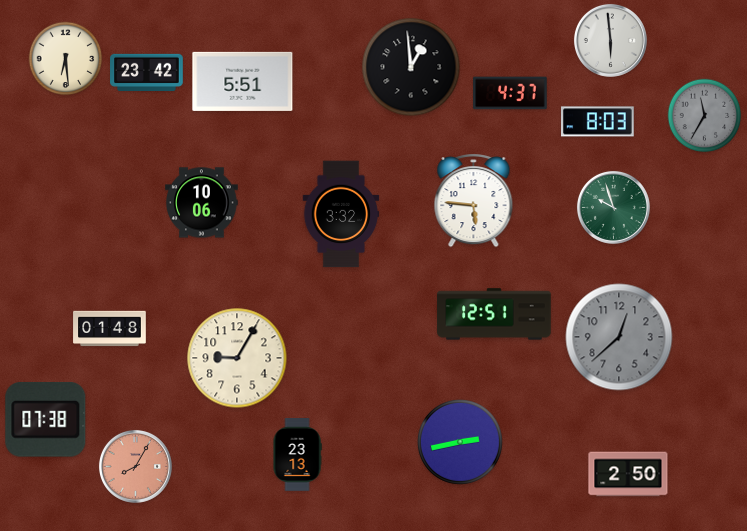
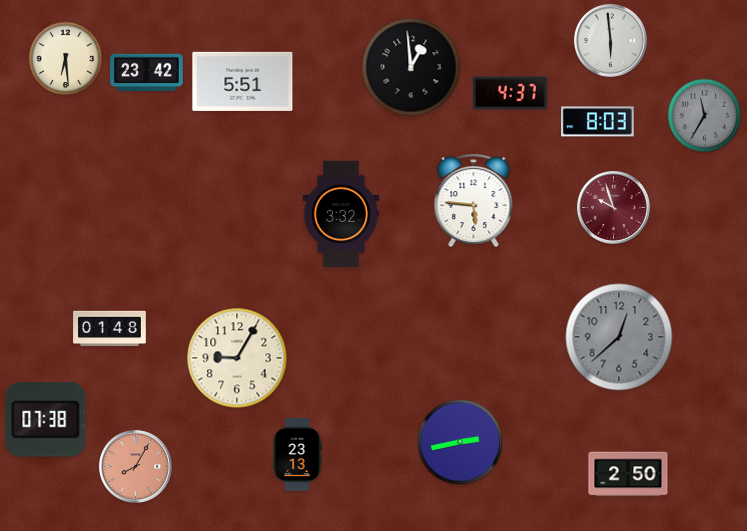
clock at (202, 203): 10:06 -> none
clock at (613, 207) dial: green -> burgundy
clock at (494, 314): 12:51 -> none
